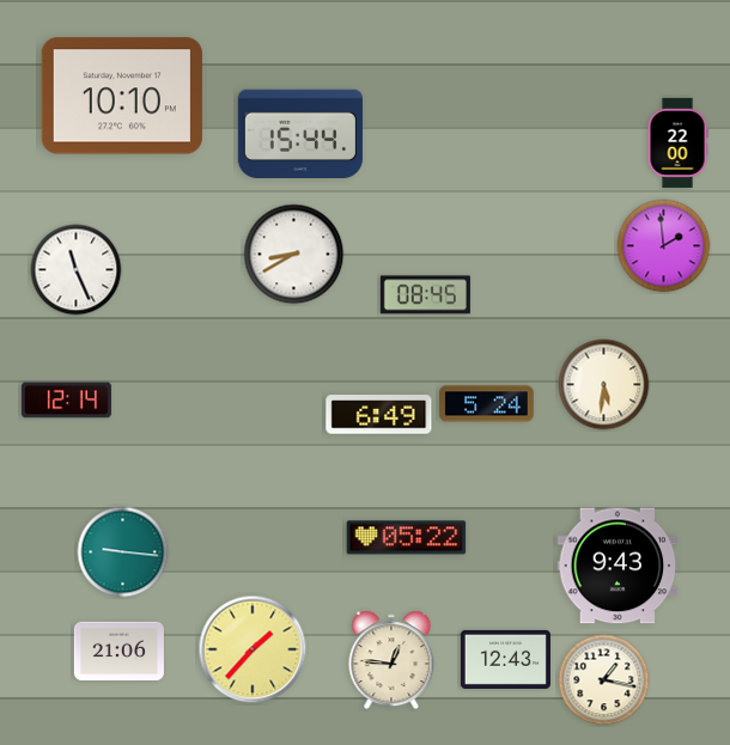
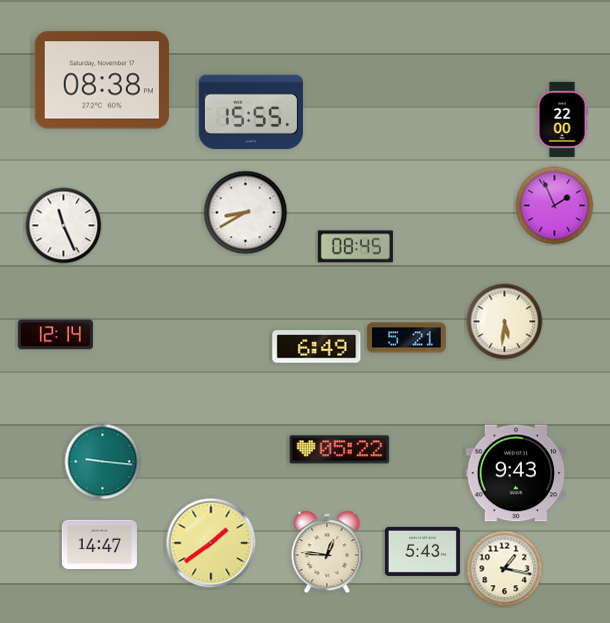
clock at (122, 96): 10:10 -> 08:38
clock at (300, 134): 15:44 -> 15:55
clock at (677, 142) position: (677, 142) -> (562, 119)
clock at (664, 246): 1:59 -> 1:56
clock at (487, 404): 5:24 -> 5:21
clock at (253, 649): 1:37 -> 1:39
clock at (118, 652): 21:06 -> 14:47
clock at (505, 659): 12:43 -> 5:43
